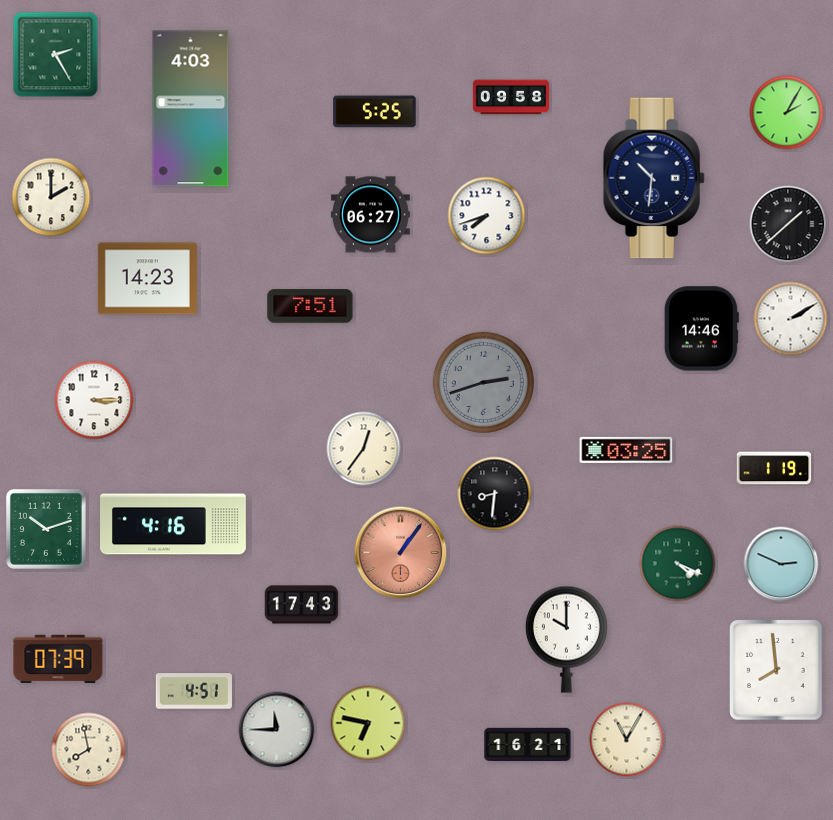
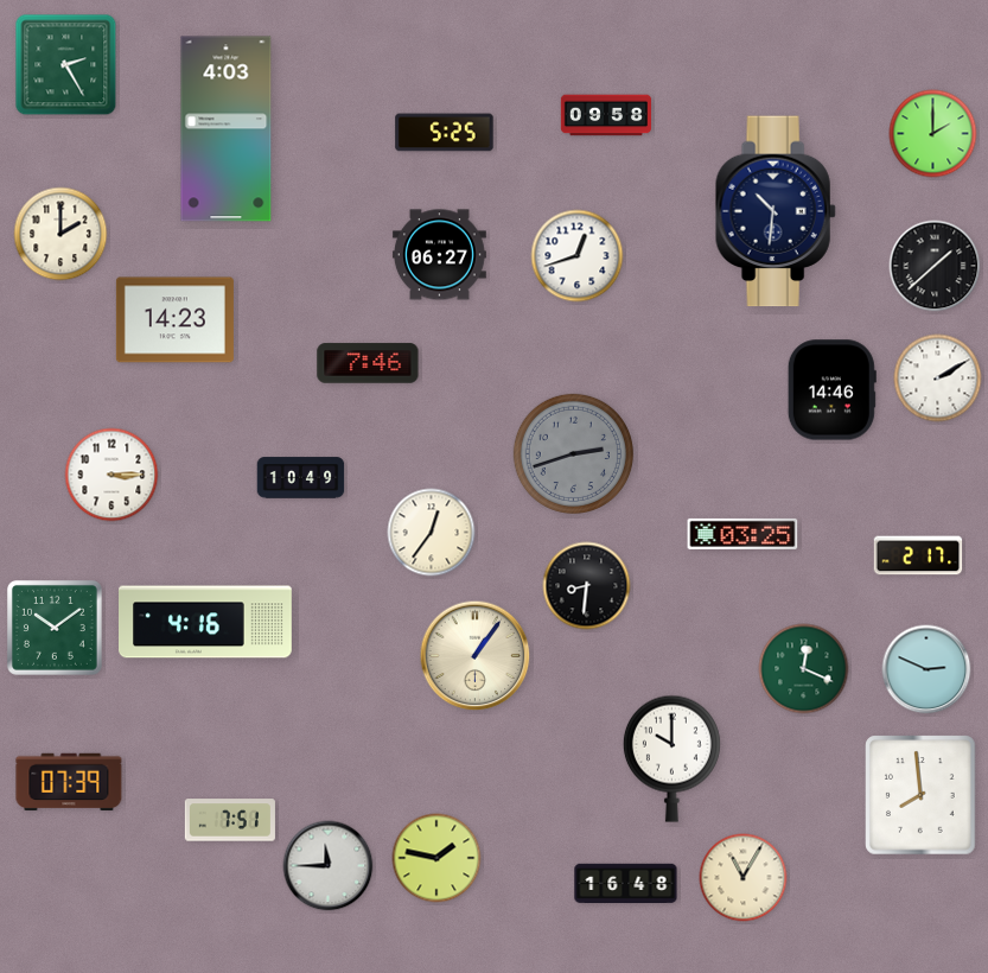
clock at (787, 113): 2:05 -> 2:00
clock at (487, 216): 7:42 -> 12:42
clock at (147, 279) position: (147, 279) -> (174, 320)
clock at (310, 306): 7:51 -> 7:46
clock at (301, 478): none -> 10:49
clock at (774, 468): 1:19 -> 2:17
clock at (46, 529): 10:12 -> 10:09
clock at (401, 553) dial: salmon -> cream
clock at (678, 564): 4:19 -> 12:19
clock at (302, 605): 17:43 -> none
clock at (194, 691): 4:51 -> 7:51
clock at (368, 723): 6:47 -> 1:47
clock at (528, 745): 16:21 -> 16:48
clock at (89, 750): 7:58 -> none
